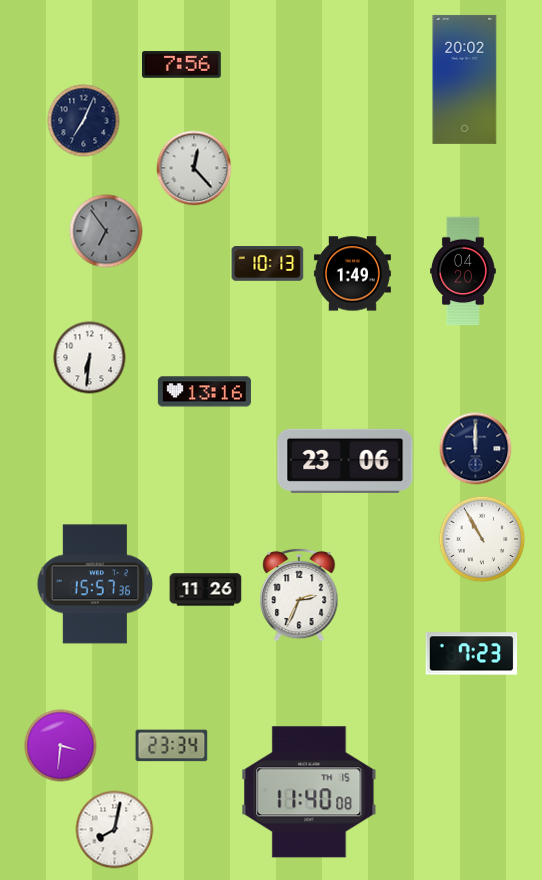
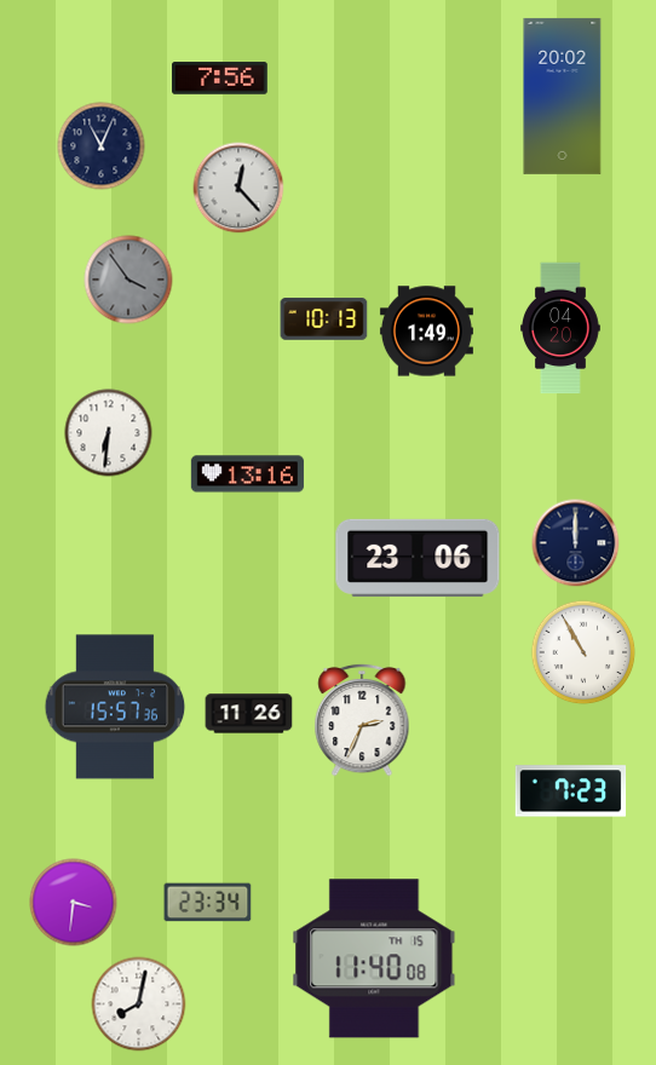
clock at (84, 121): 7:04 -> 11:04
clock at (194, 168) position: (194, 168) -> (238, 188)
clock at (106, 231): 6:54 -> 3:54
